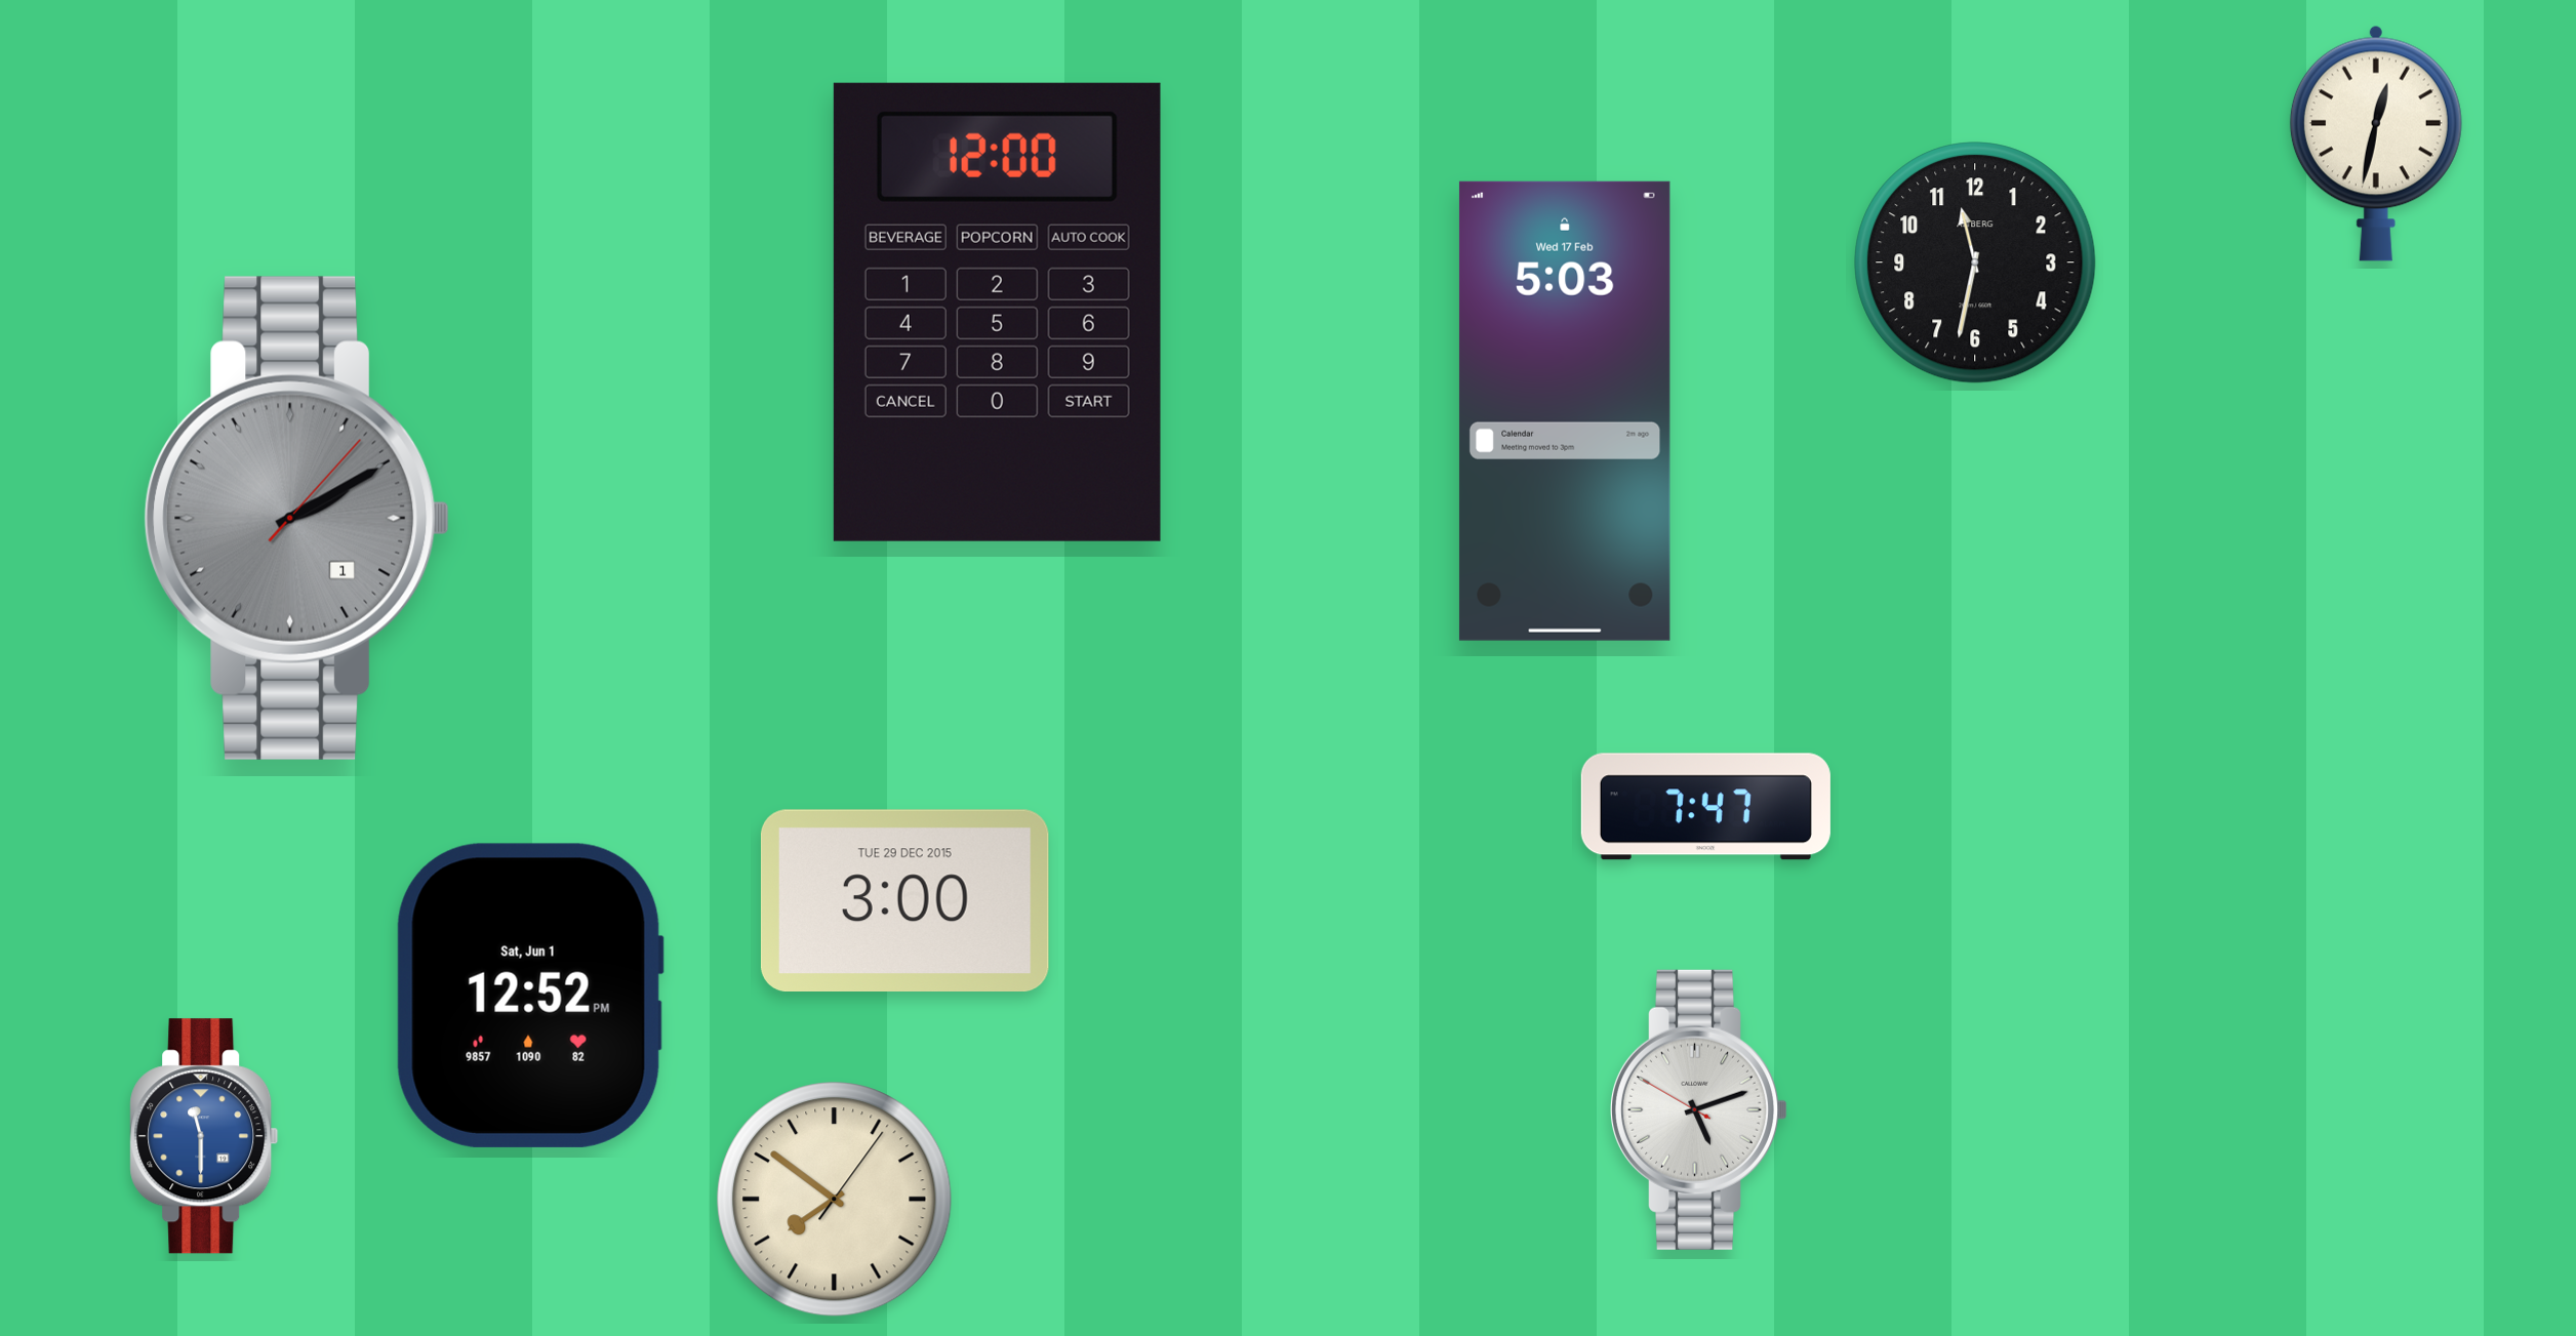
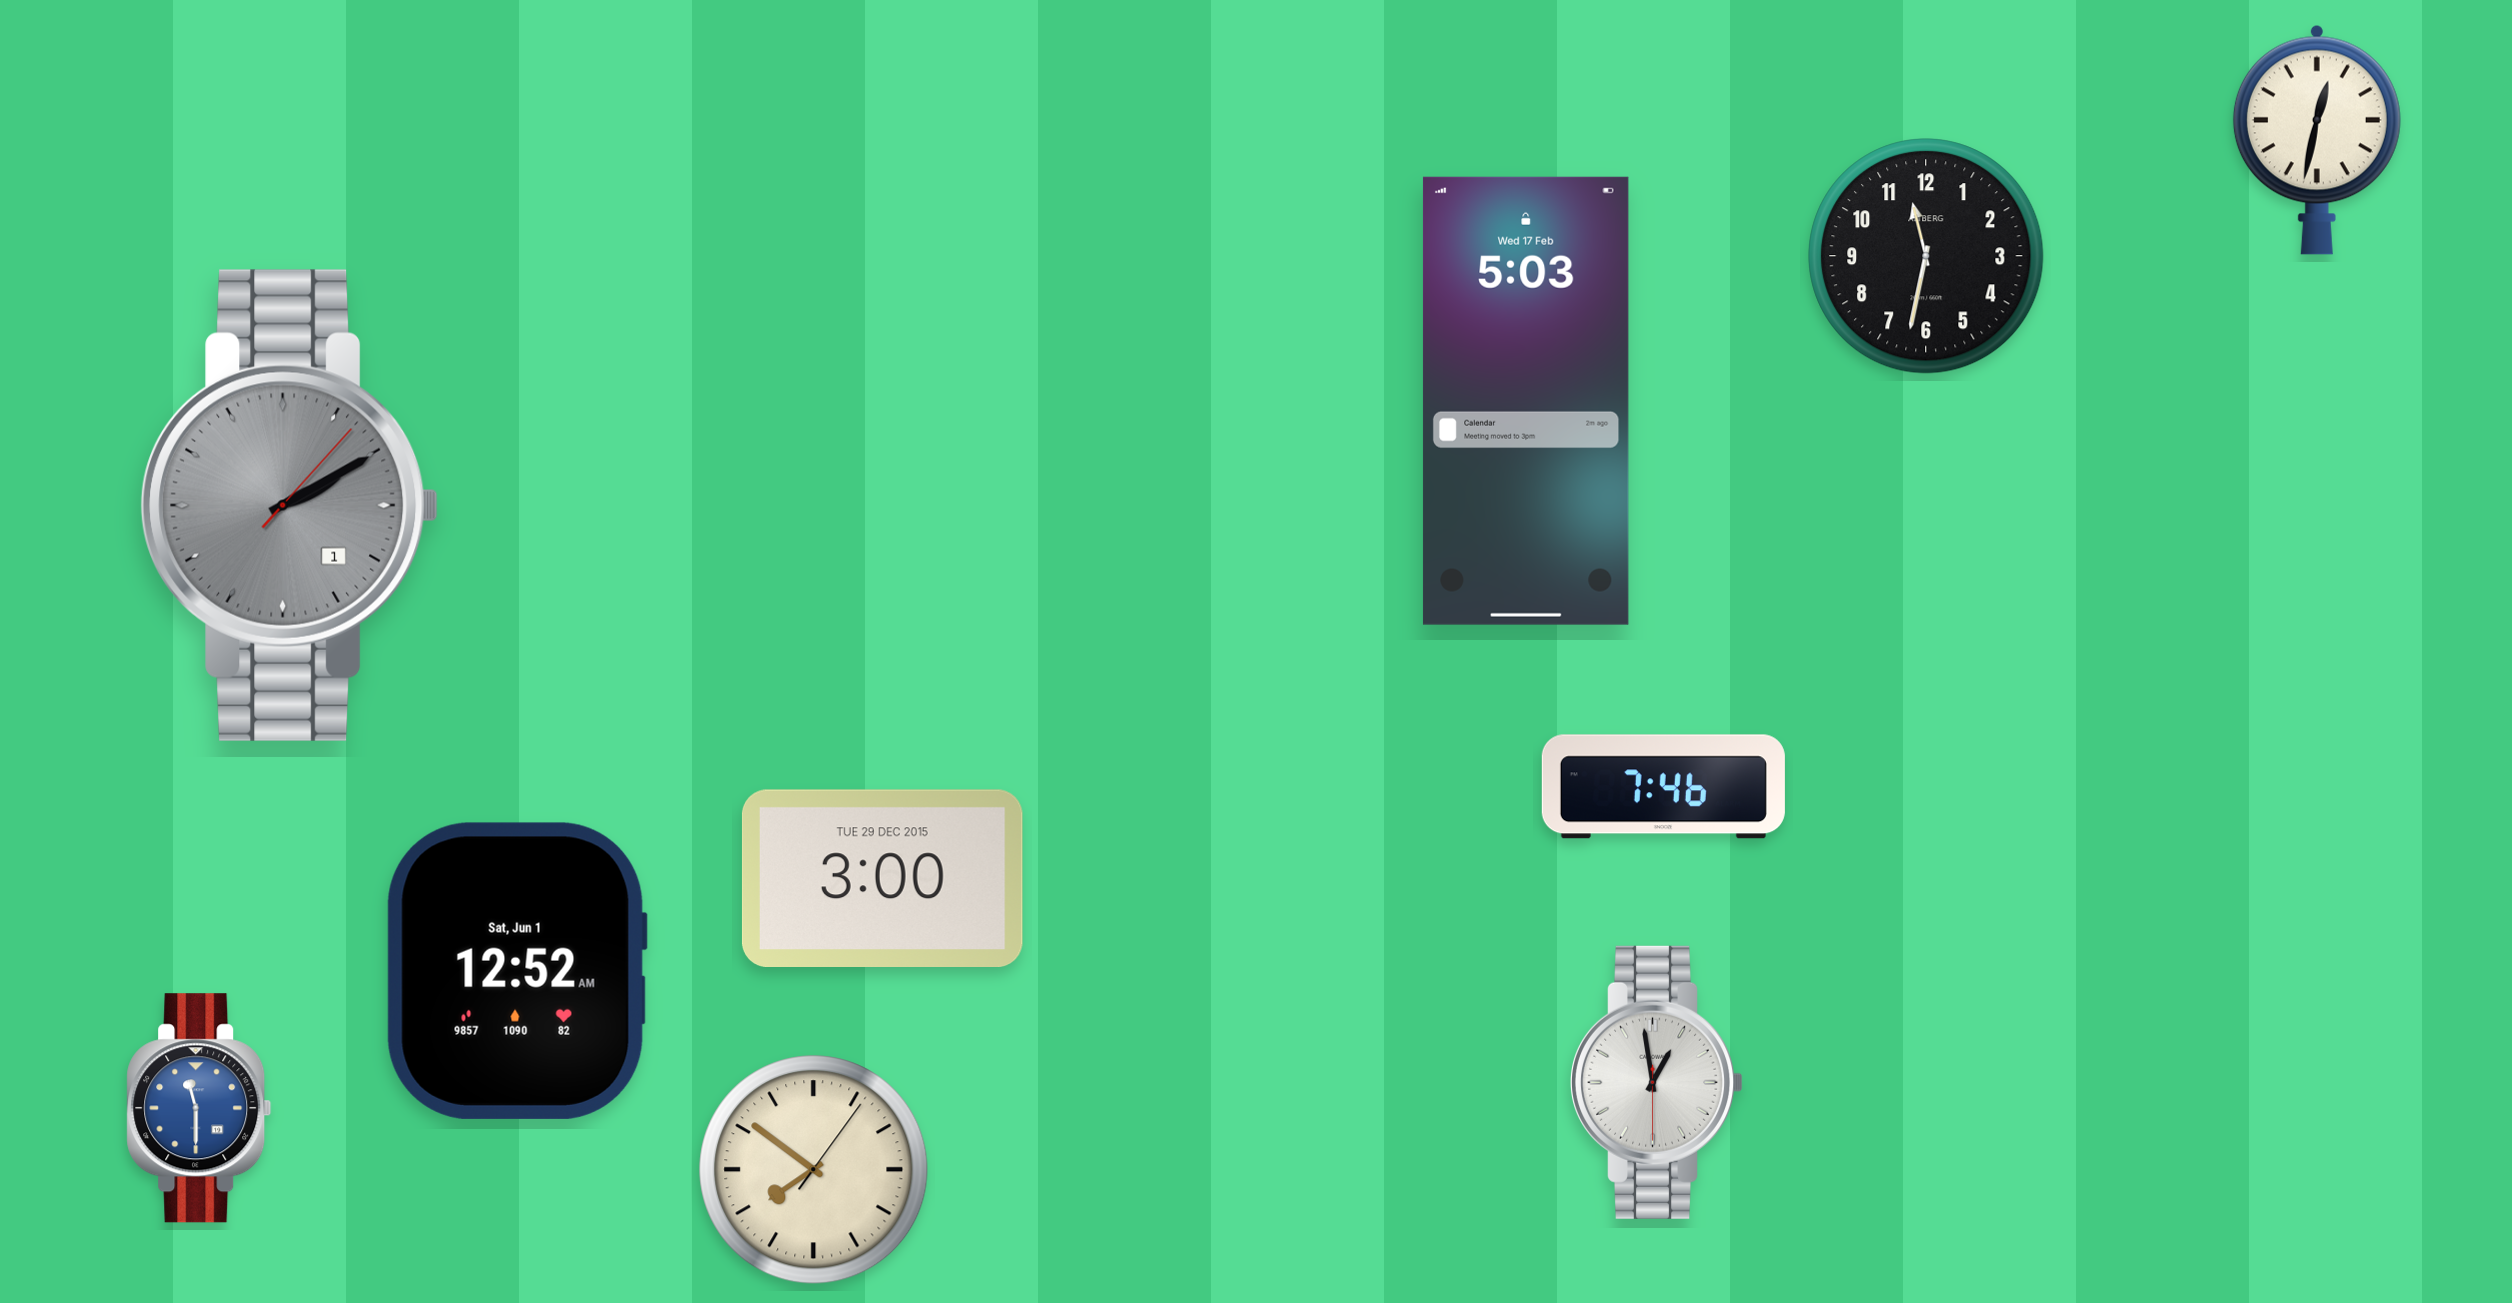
clock at (997, 312): 12:00 -> none
clock at (1705, 807): 7:47 -> 7:46
clock at (530, 996): 12:52 PM -> 12:52 AM
clock at (1699, 1109): 5:11 -> 12:58
